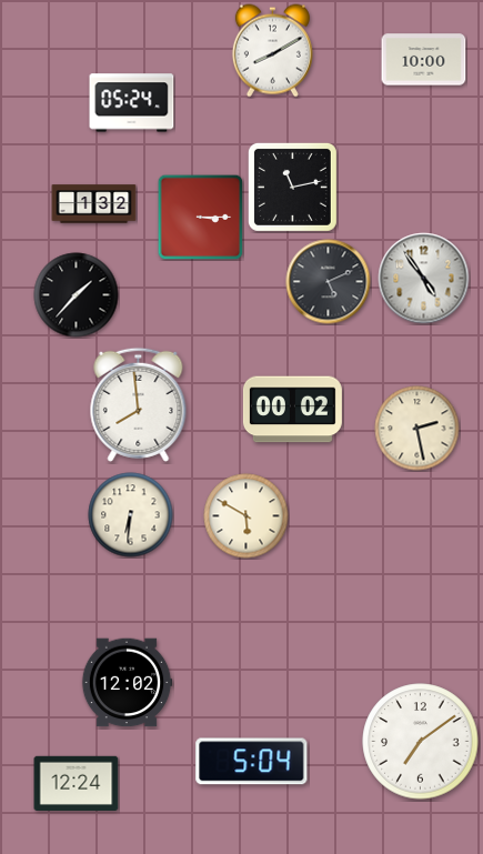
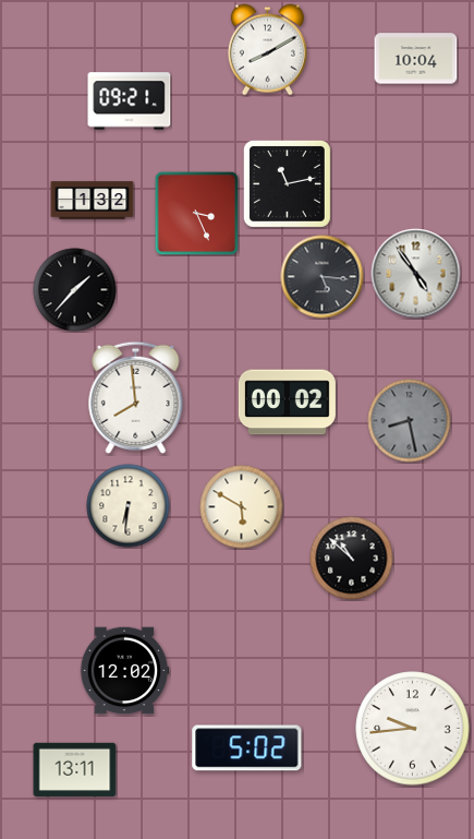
clock at (424, 60): 10:00 -> 10:04
clock at (132, 103): 05:24 -> 09:21
clock at (200, 217): 3:15 -> 3:26
clock at (329, 282): 5:11 -> 5:16
clock at (417, 429): 2:28 -> 8:28
clock at (417, 429) dial: cream -> grey
clock at (352, 559): none -> 10:52
clock at (421, 742): 7:09 -> 9:44
clock at (252, 762): 5:04 -> 5:02
clock at (77, 783): 12:24 -> 13:11
